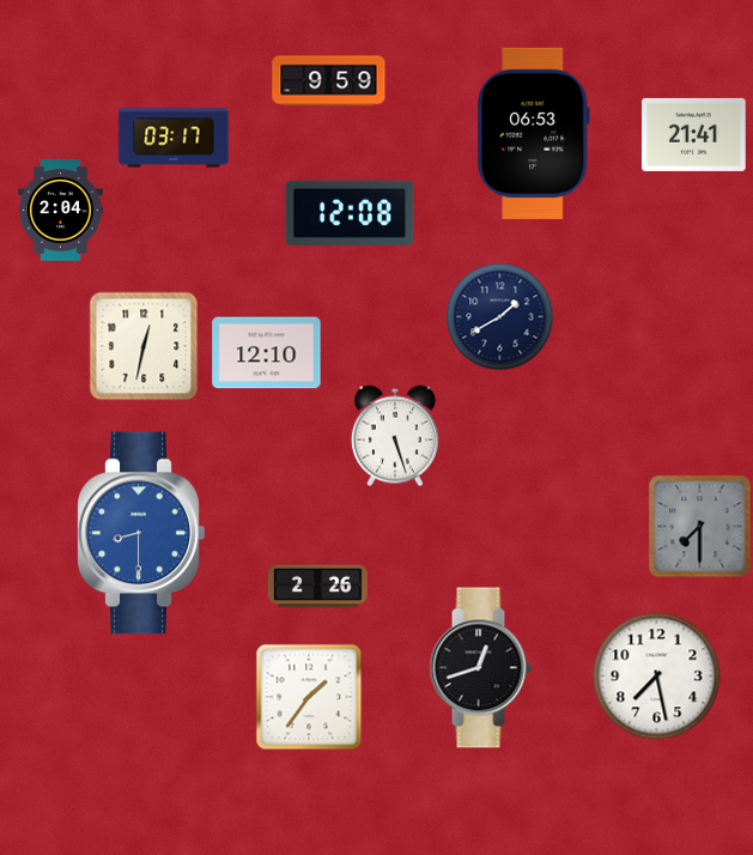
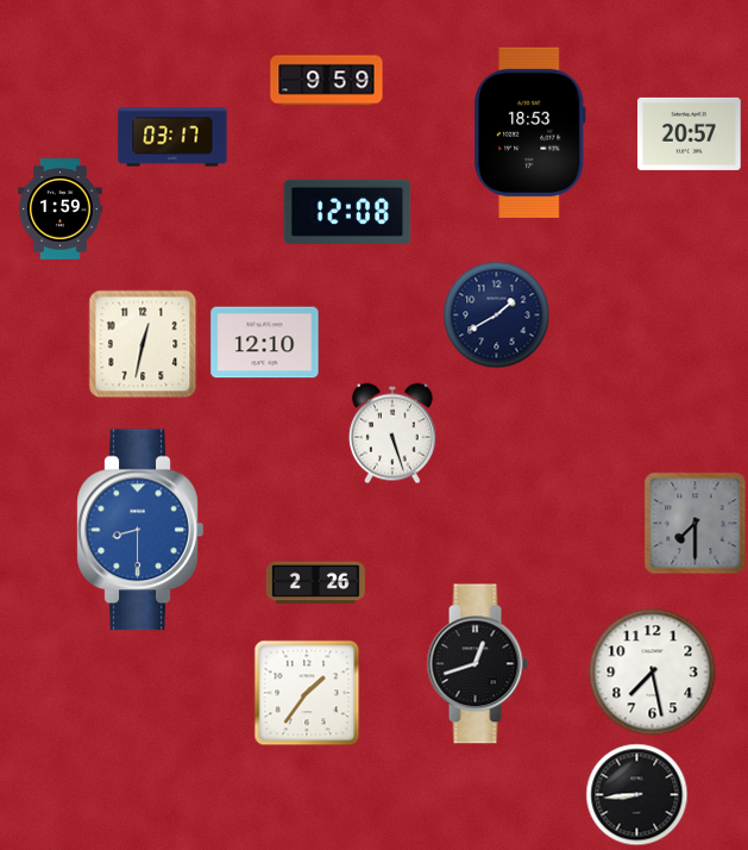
clock at (534, 133): 06:53 -> 18:53
clock at (694, 134): 21:41 -> 20:57
clock at (61, 211): 2:04 -> 1:59
clock at (267, 353) position: (267, 353) -> (265, 343)
clock at (637, 795): none -> 8:44
